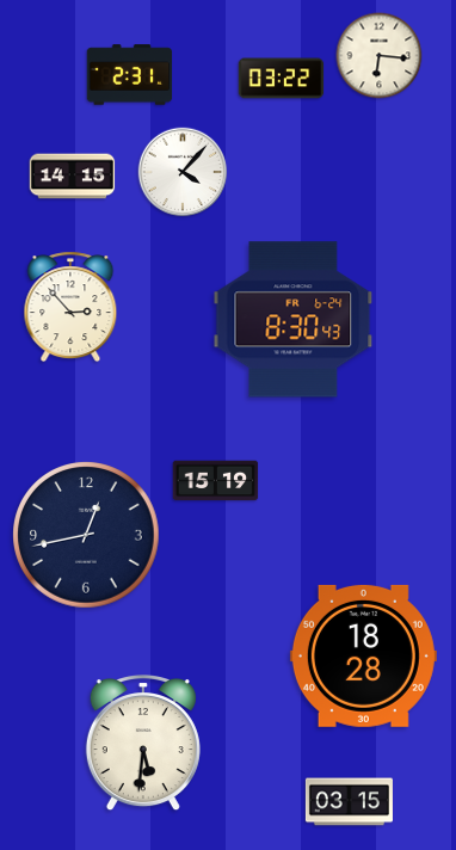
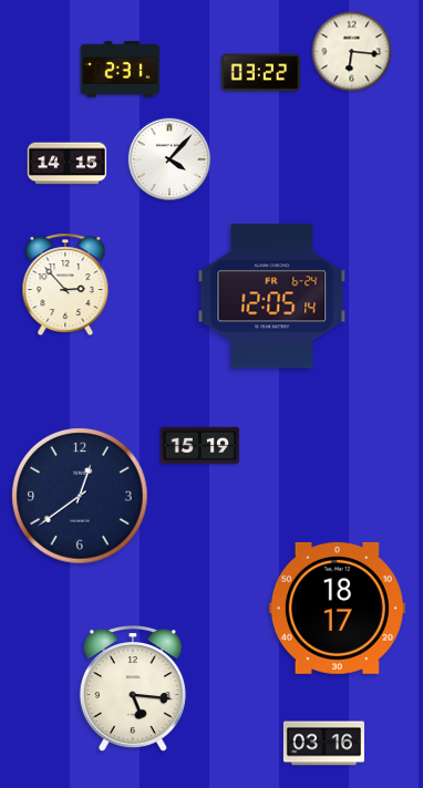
clock at (294, 320): 8:30 -> 12:05
clock at (86, 535): 12:43 -> 12:39
clock at (363, 655): 18:28 -> 18:17
clock at (143, 744): 5:31 -> 5:16
clock at (349, 802): 03:15 -> 03:16
